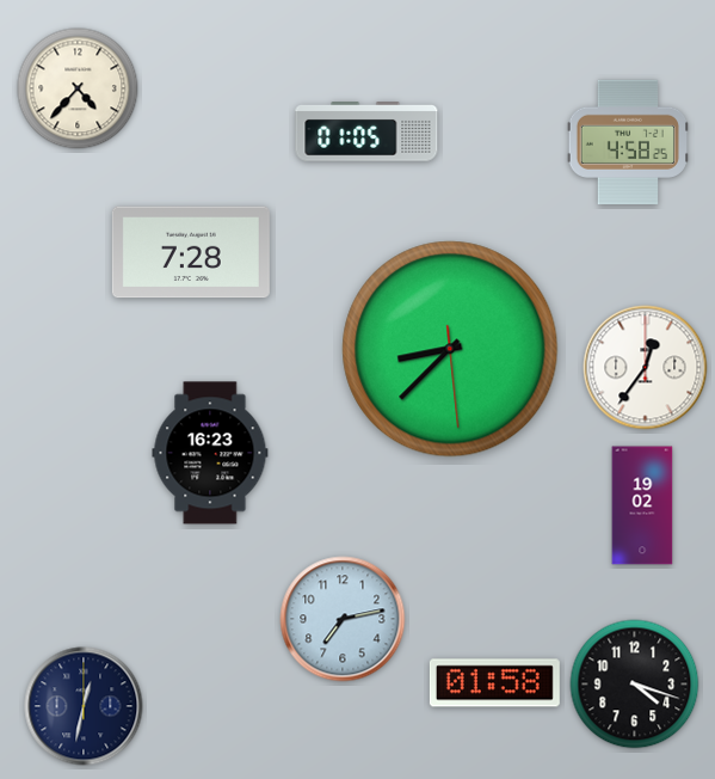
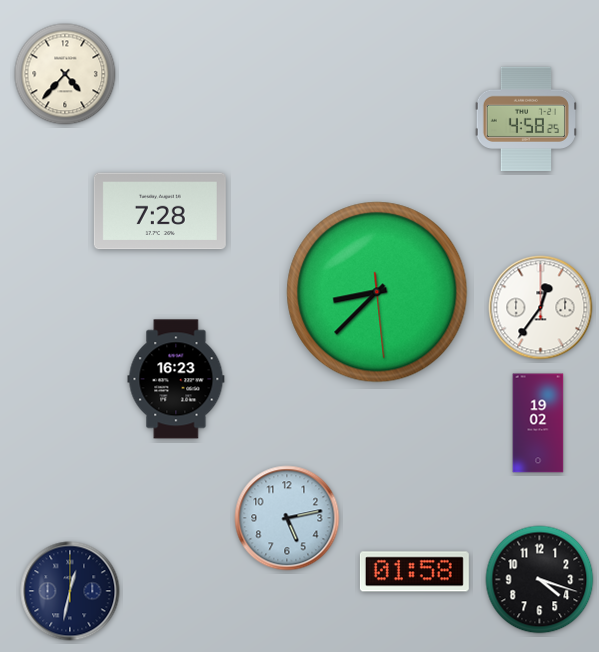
clock at (366, 131): 01:05 -> none
clock at (343, 619): 7:13 -> 5:13
clock at (635, 685) position: (635, 685) -> (540, 580)
